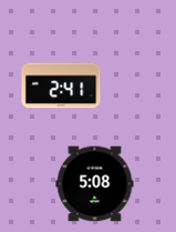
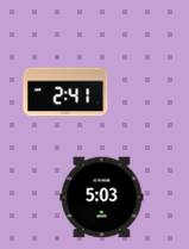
clock at (95, 184): 5:08 -> 5:03
